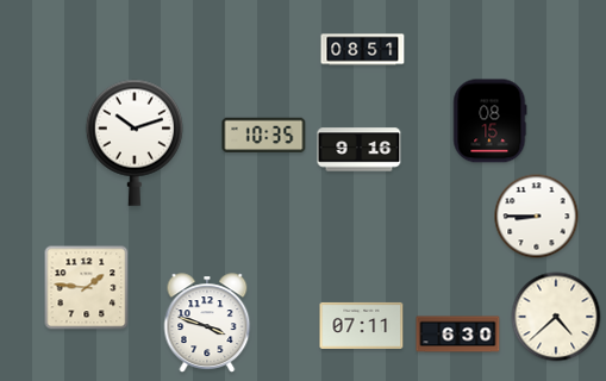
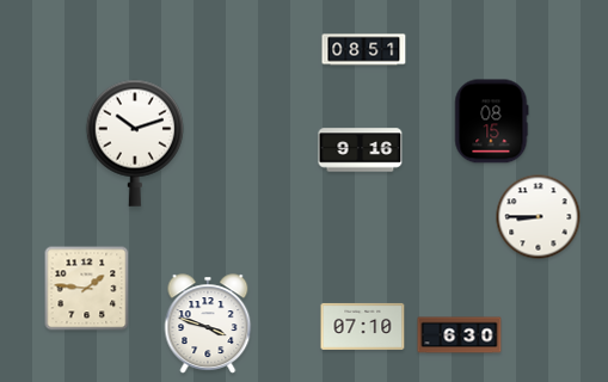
clock at (264, 136): 10:35 -> none
clock at (556, 317): 4:38 -> none
clock at (362, 325): 07:11 -> 07:10
